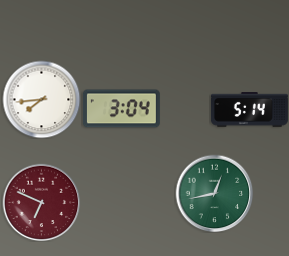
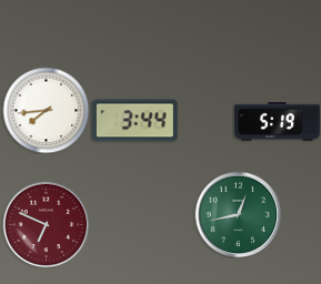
clock at (121, 109): 3:04 -> 3:44
clock at (249, 110): 5:14 -> 5:19
